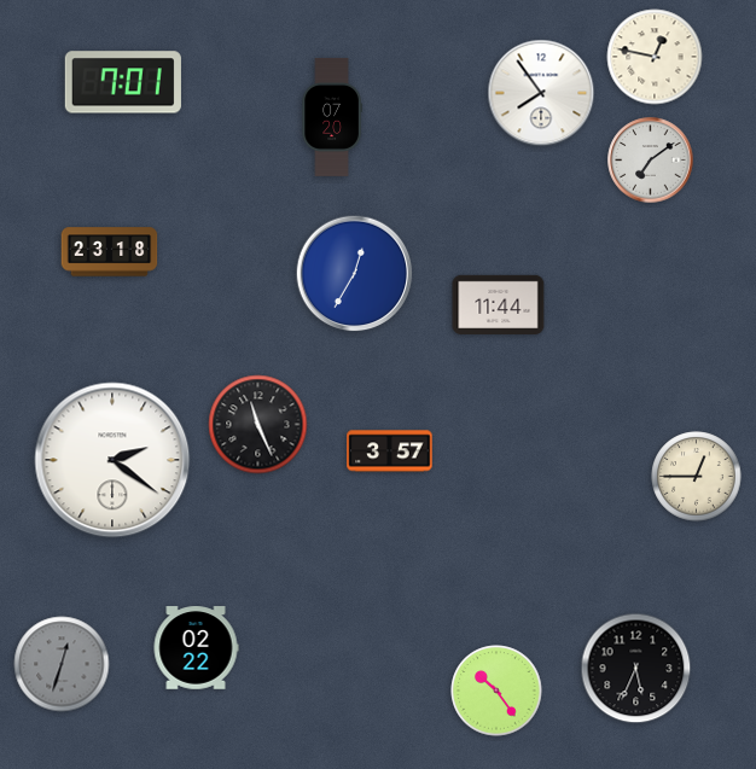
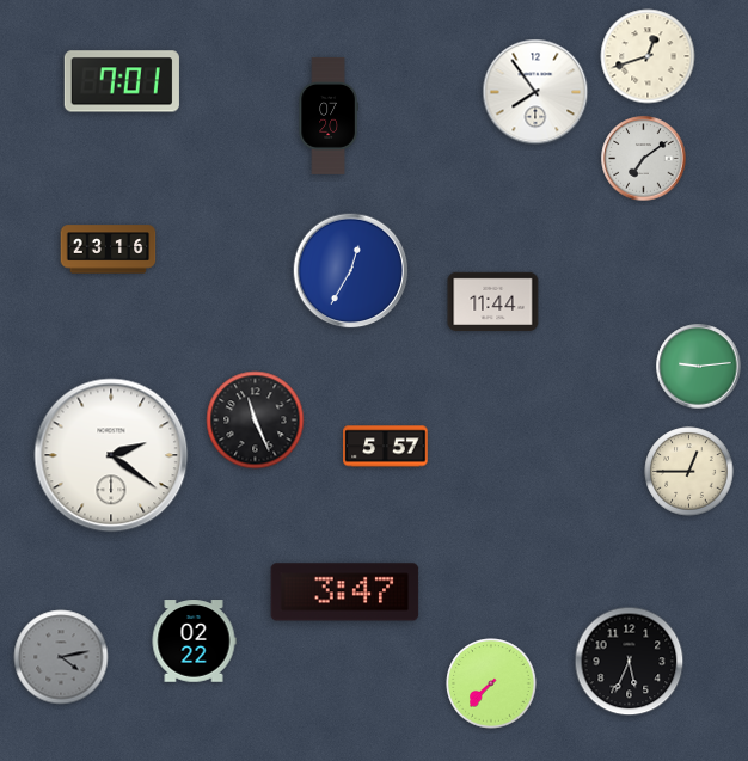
clock at (655, 57): 12:47 -> 12:42
clock at (110, 252): 23:18 -> 23:16
clock at (699, 367): none -> 9:14
clock at (390, 452): 3:57 -> 5:57
clock at (345, 593): none -> 3:47
clock at (62, 664): 12:33 -> 4:13
clock at (496, 691): 10:24 -> 7:37
